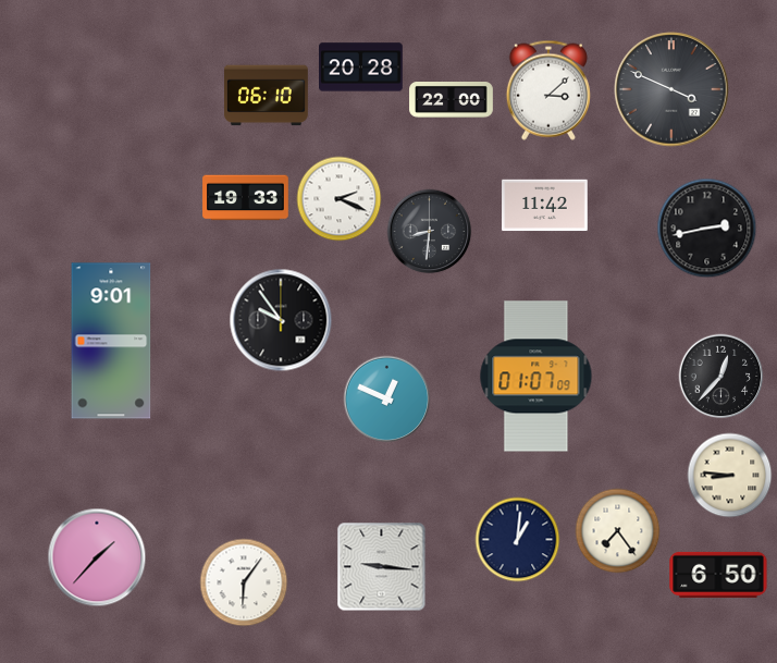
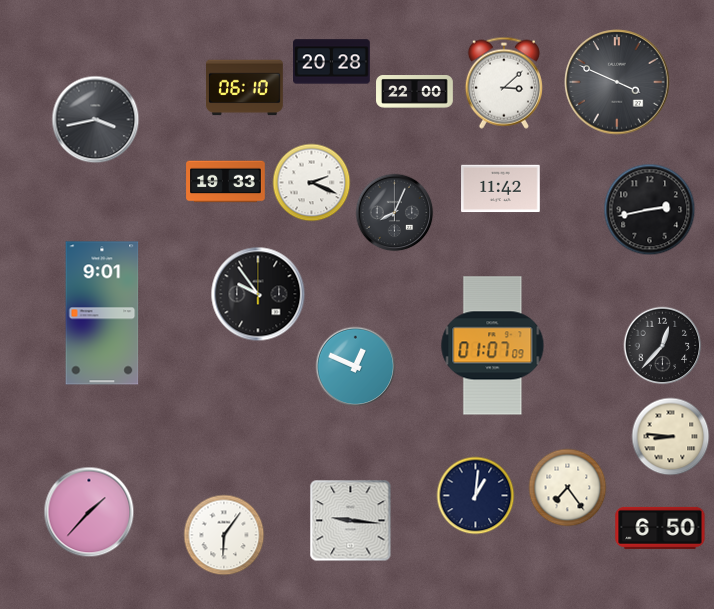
clock at (95, 119): none -> 3:43
clock at (429, 231): 8:31 -> 8:04
